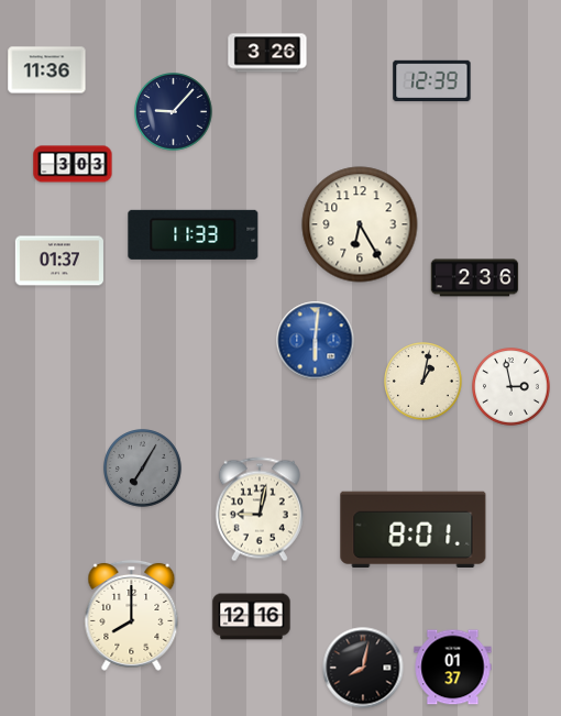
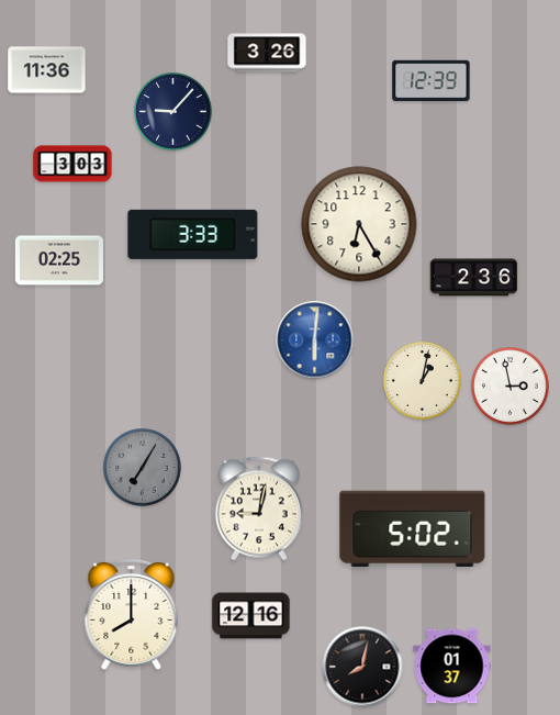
clock at (194, 234): 11:33 -> 3:33
clock at (59, 261): 01:37 -> 02:25
clock at (414, 529): 8:01 -> 5:02
